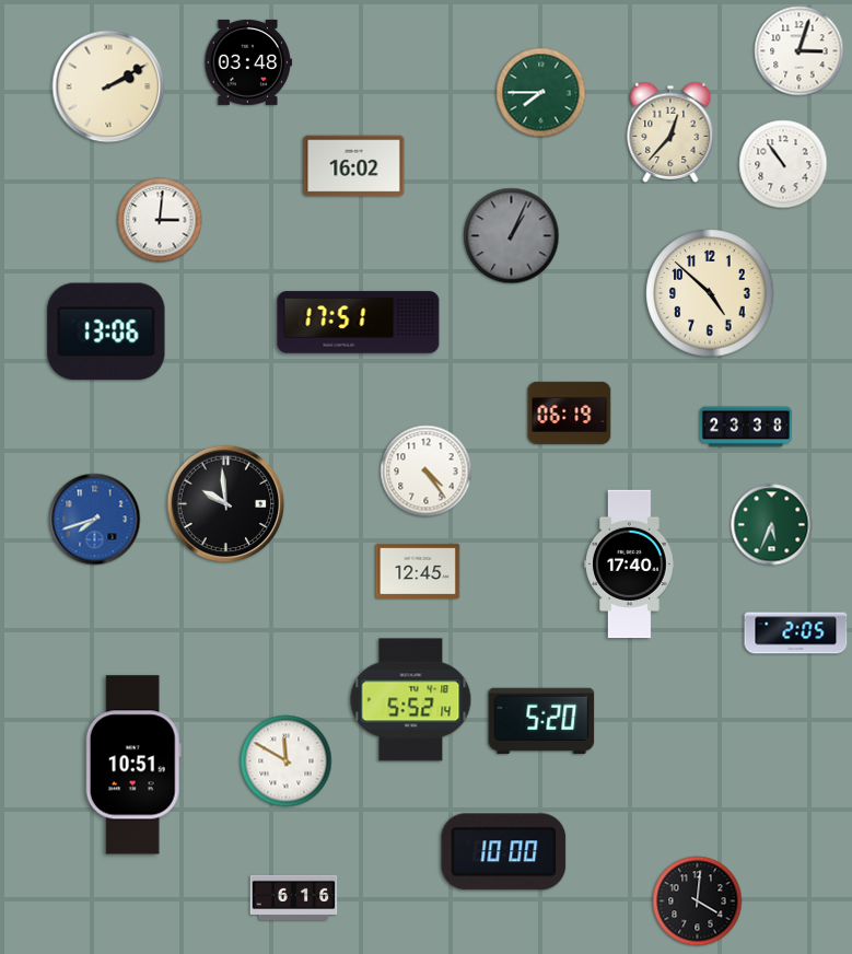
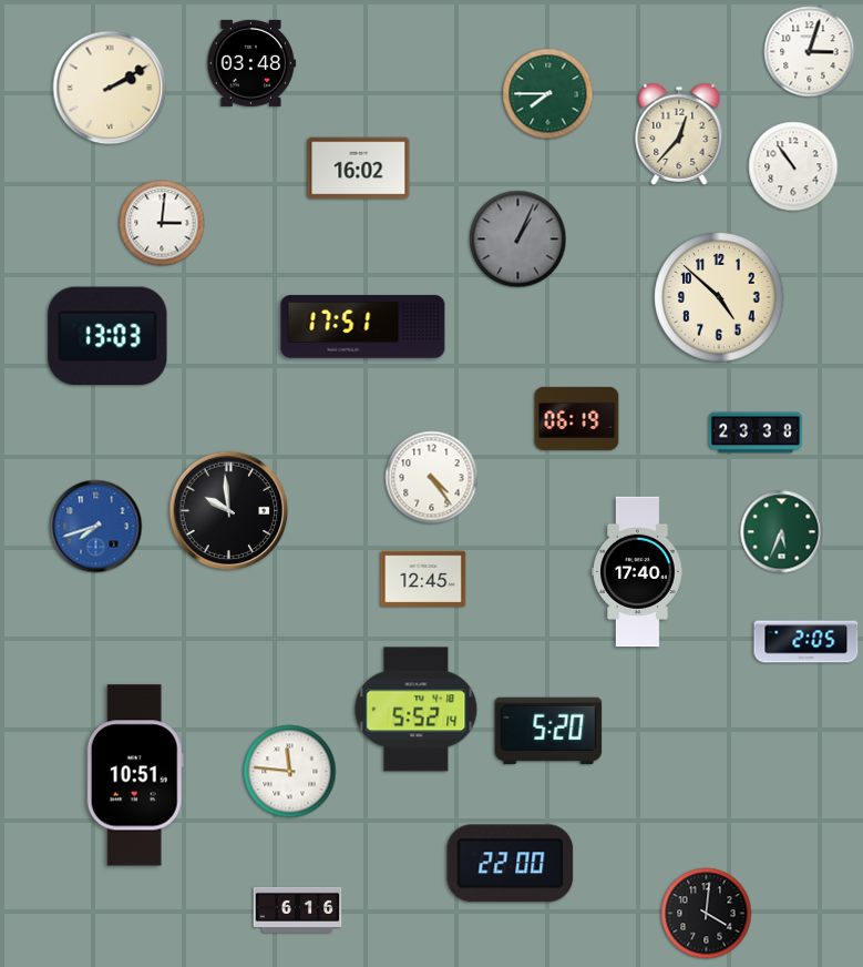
clock at (106, 331): 13:06 -> 13:03
clock at (287, 761): 11:50 -> 11:46
clock at (504, 852): 10:00 -> 22:00
